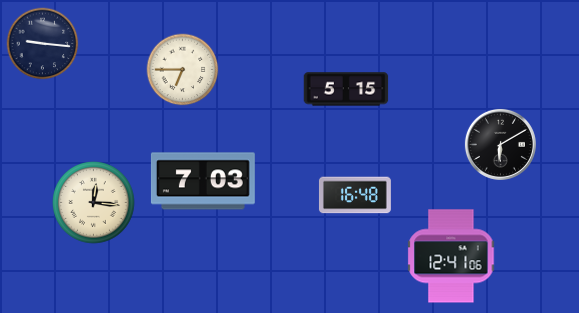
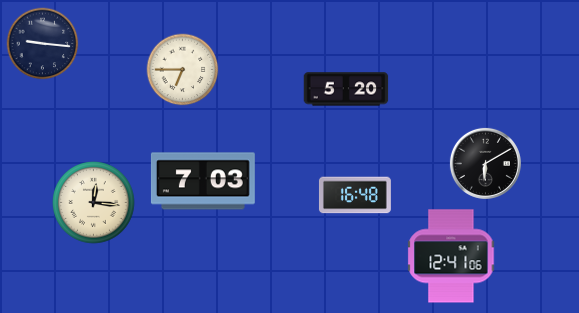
clock at (346, 89): 5:15 -> 5:20
clock at (500, 144) position: (500, 144) -> (485, 163)
